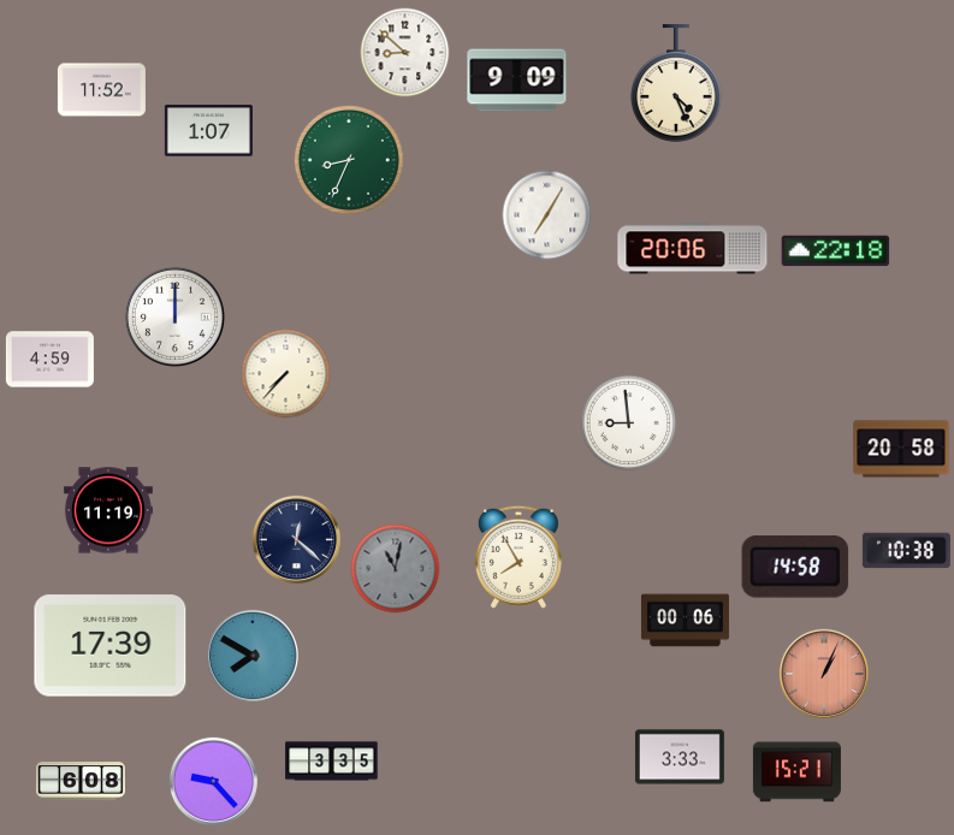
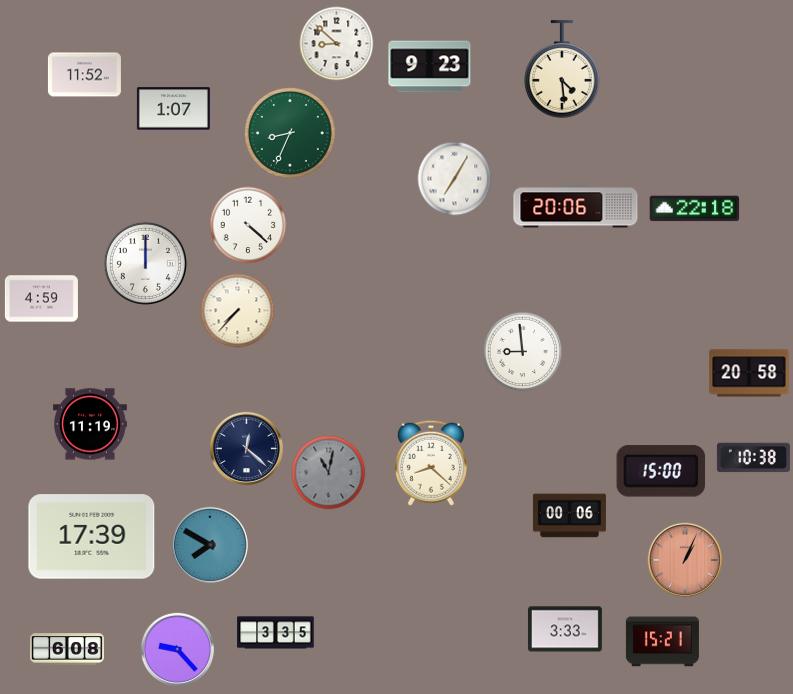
clock at (517, 81): 9:09 -> 9:23
clock at (677, 83): 4:26 -> 4:29
clock at (248, 225): none -> 4:22
clock at (519, 557): 7:55 -> 8:22
clock at (795, 567): 14:58 -> 15:00
